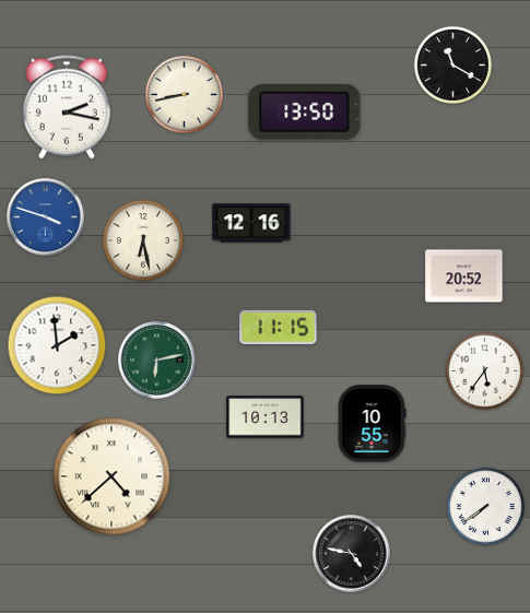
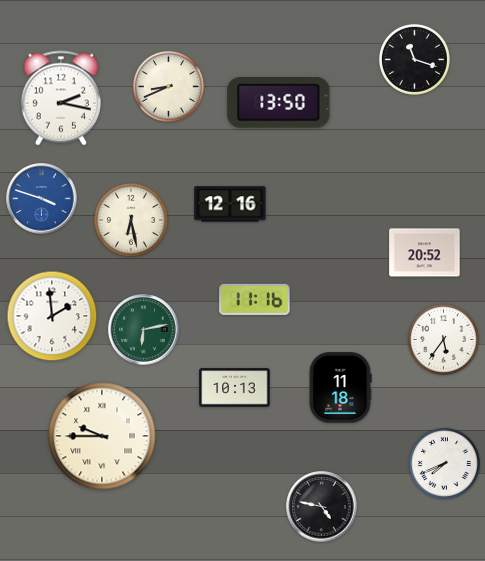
clock at (452, 64): 11:20 -> 11:18
clock at (184, 94): 8:43 -> 8:41
clock at (279, 327): 11:15 -> 11:16
clock at (266, 417) position: (266, 417) -> (235, 388)
clock at (372, 424): 10:55 -> 11:18
clock at (111, 476): 4:38 -> 9:45
clock at (485, 506): 7:39 -> 7:41
